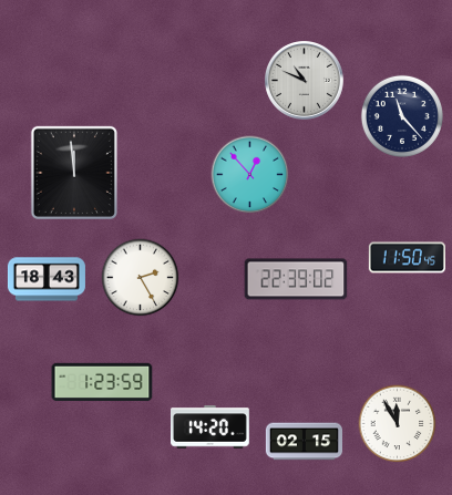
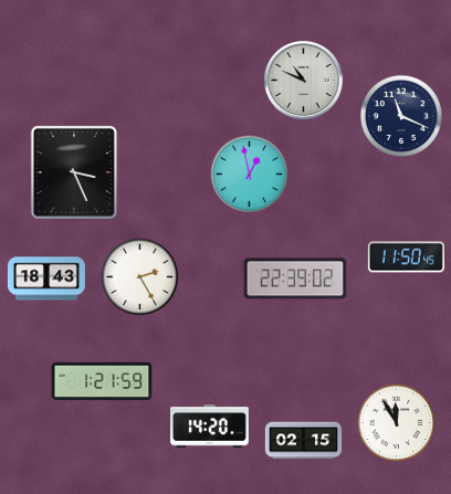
clock at (402, 116): 11:23 -> 11:19
clock at (74, 173): 11:59 -> 3:26
clock at (250, 175): 12:53 -> 12:58
clock at (102, 382): 1:23 -> 1:21
